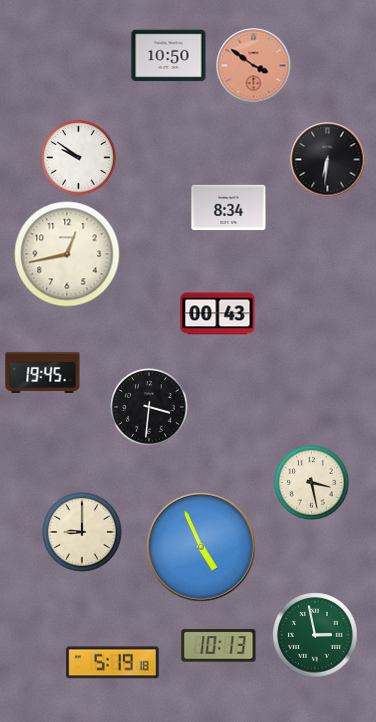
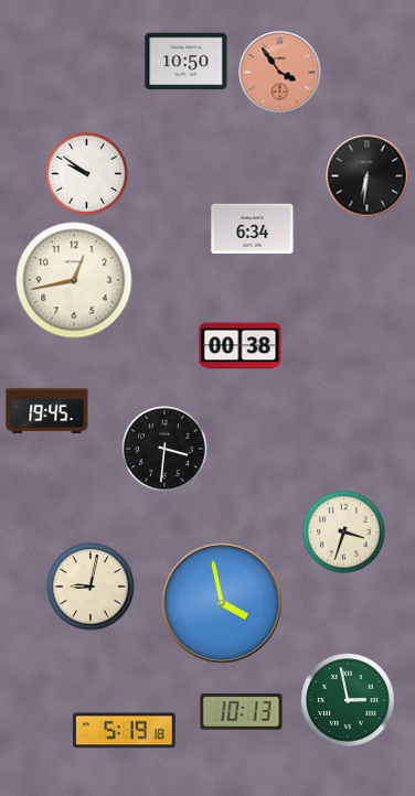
clock at (254, 66): 3:51 -> 3:54
clock at (328, 160) position: (328, 160) -> (368, 176)
clock at (229, 208): 8:34 -> 6:34
clock at (218, 314): 00:43 -> 00:38
clock at (312, 483): 3:28 -> 3:33
clock at (82, 532): 9:00 -> 9:02
clock at (201, 547): 4:56 -> 3:58
